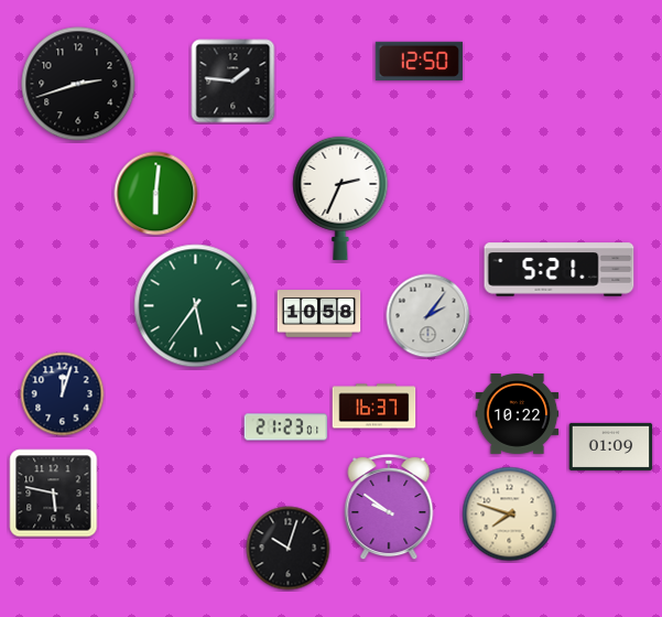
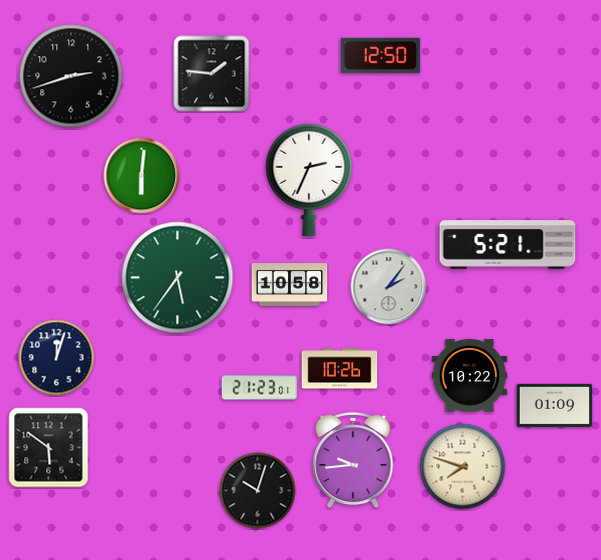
clock at (375, 407): 16:37 -> 10:26
clock at (54, 494): 5:47 -> 5:51
clock at (389, 507): 9:51 -> 9:44
clock at (289, 549) position: (289, 549) -> (258, 491)
